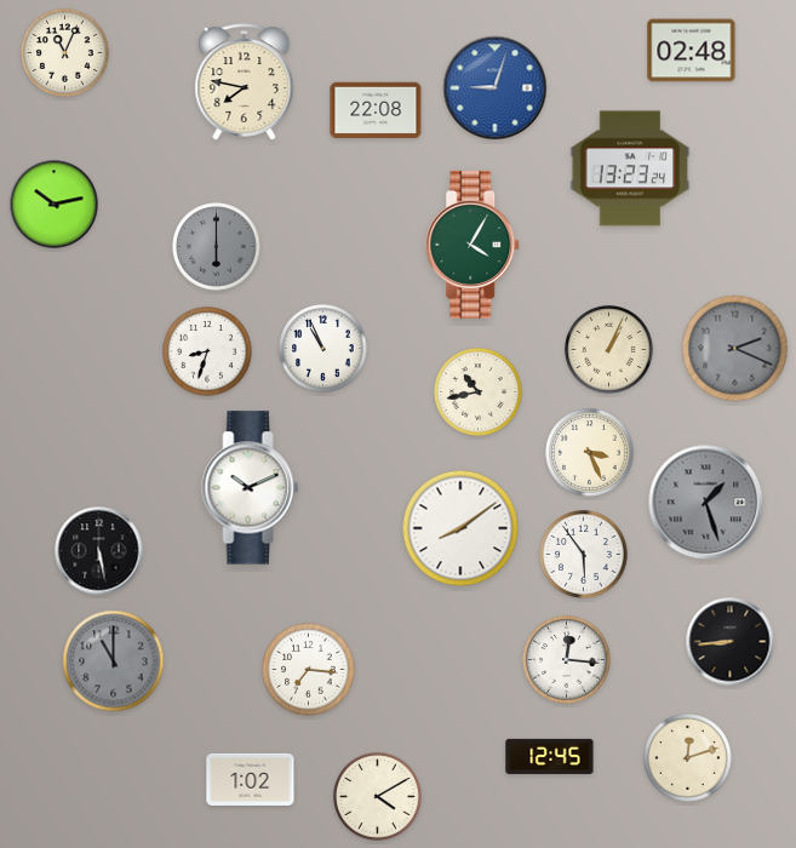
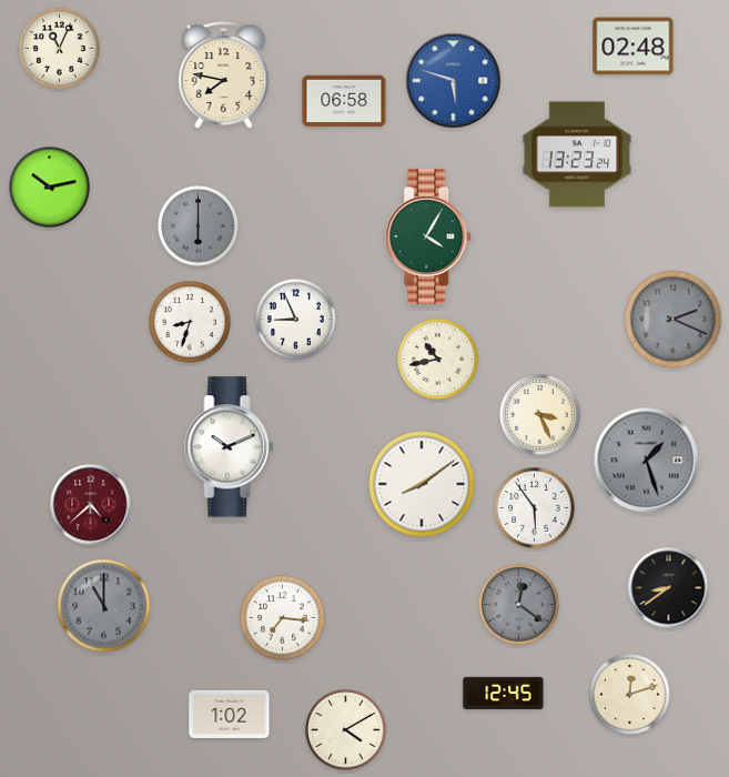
clock at (496, 88): 9:03 -> 5:48
clock at (376, 110): 22:08 -> 06:58
clock at (474, 245) position: (474, 245) -> (429, 236)
clock at (323, 349): 10:56 -> 8:56
clock at (609, 350): 1:04 -> none
clock at (99, 551): 5:28 -> 4:38
clock at (99, 551) dial: black -> burgundy
clock at (731, 642): 8:44 -> 8:39
clock at (567, 660): 12:16 -> 12:21
clock at (567, 660) dial: white -> grey
clock at (309, 670) position: (309, 670) -> (283, 618)
